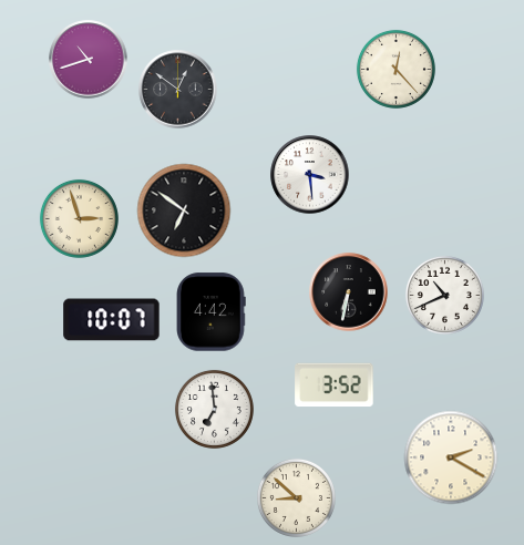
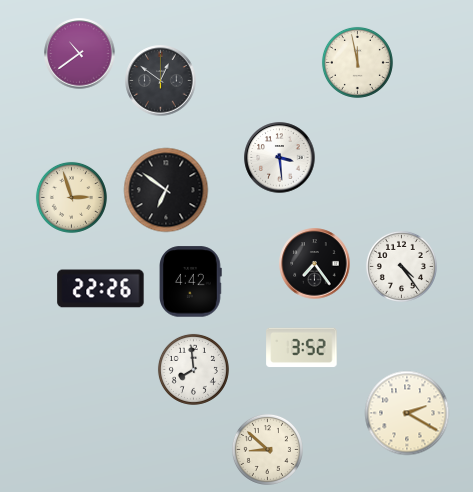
clock at (89, 60): 10:42 -> 10:39
clock at (395, 69): 12:23 -> 11:58
clock at (349, 292): 6:32 -> 7:24
clock at (444, 295): 10:41 -> 4:24
clock at (112, 320): 10:07 -> 22:26
clock at (214, 409): 6:59 -> 7:59
